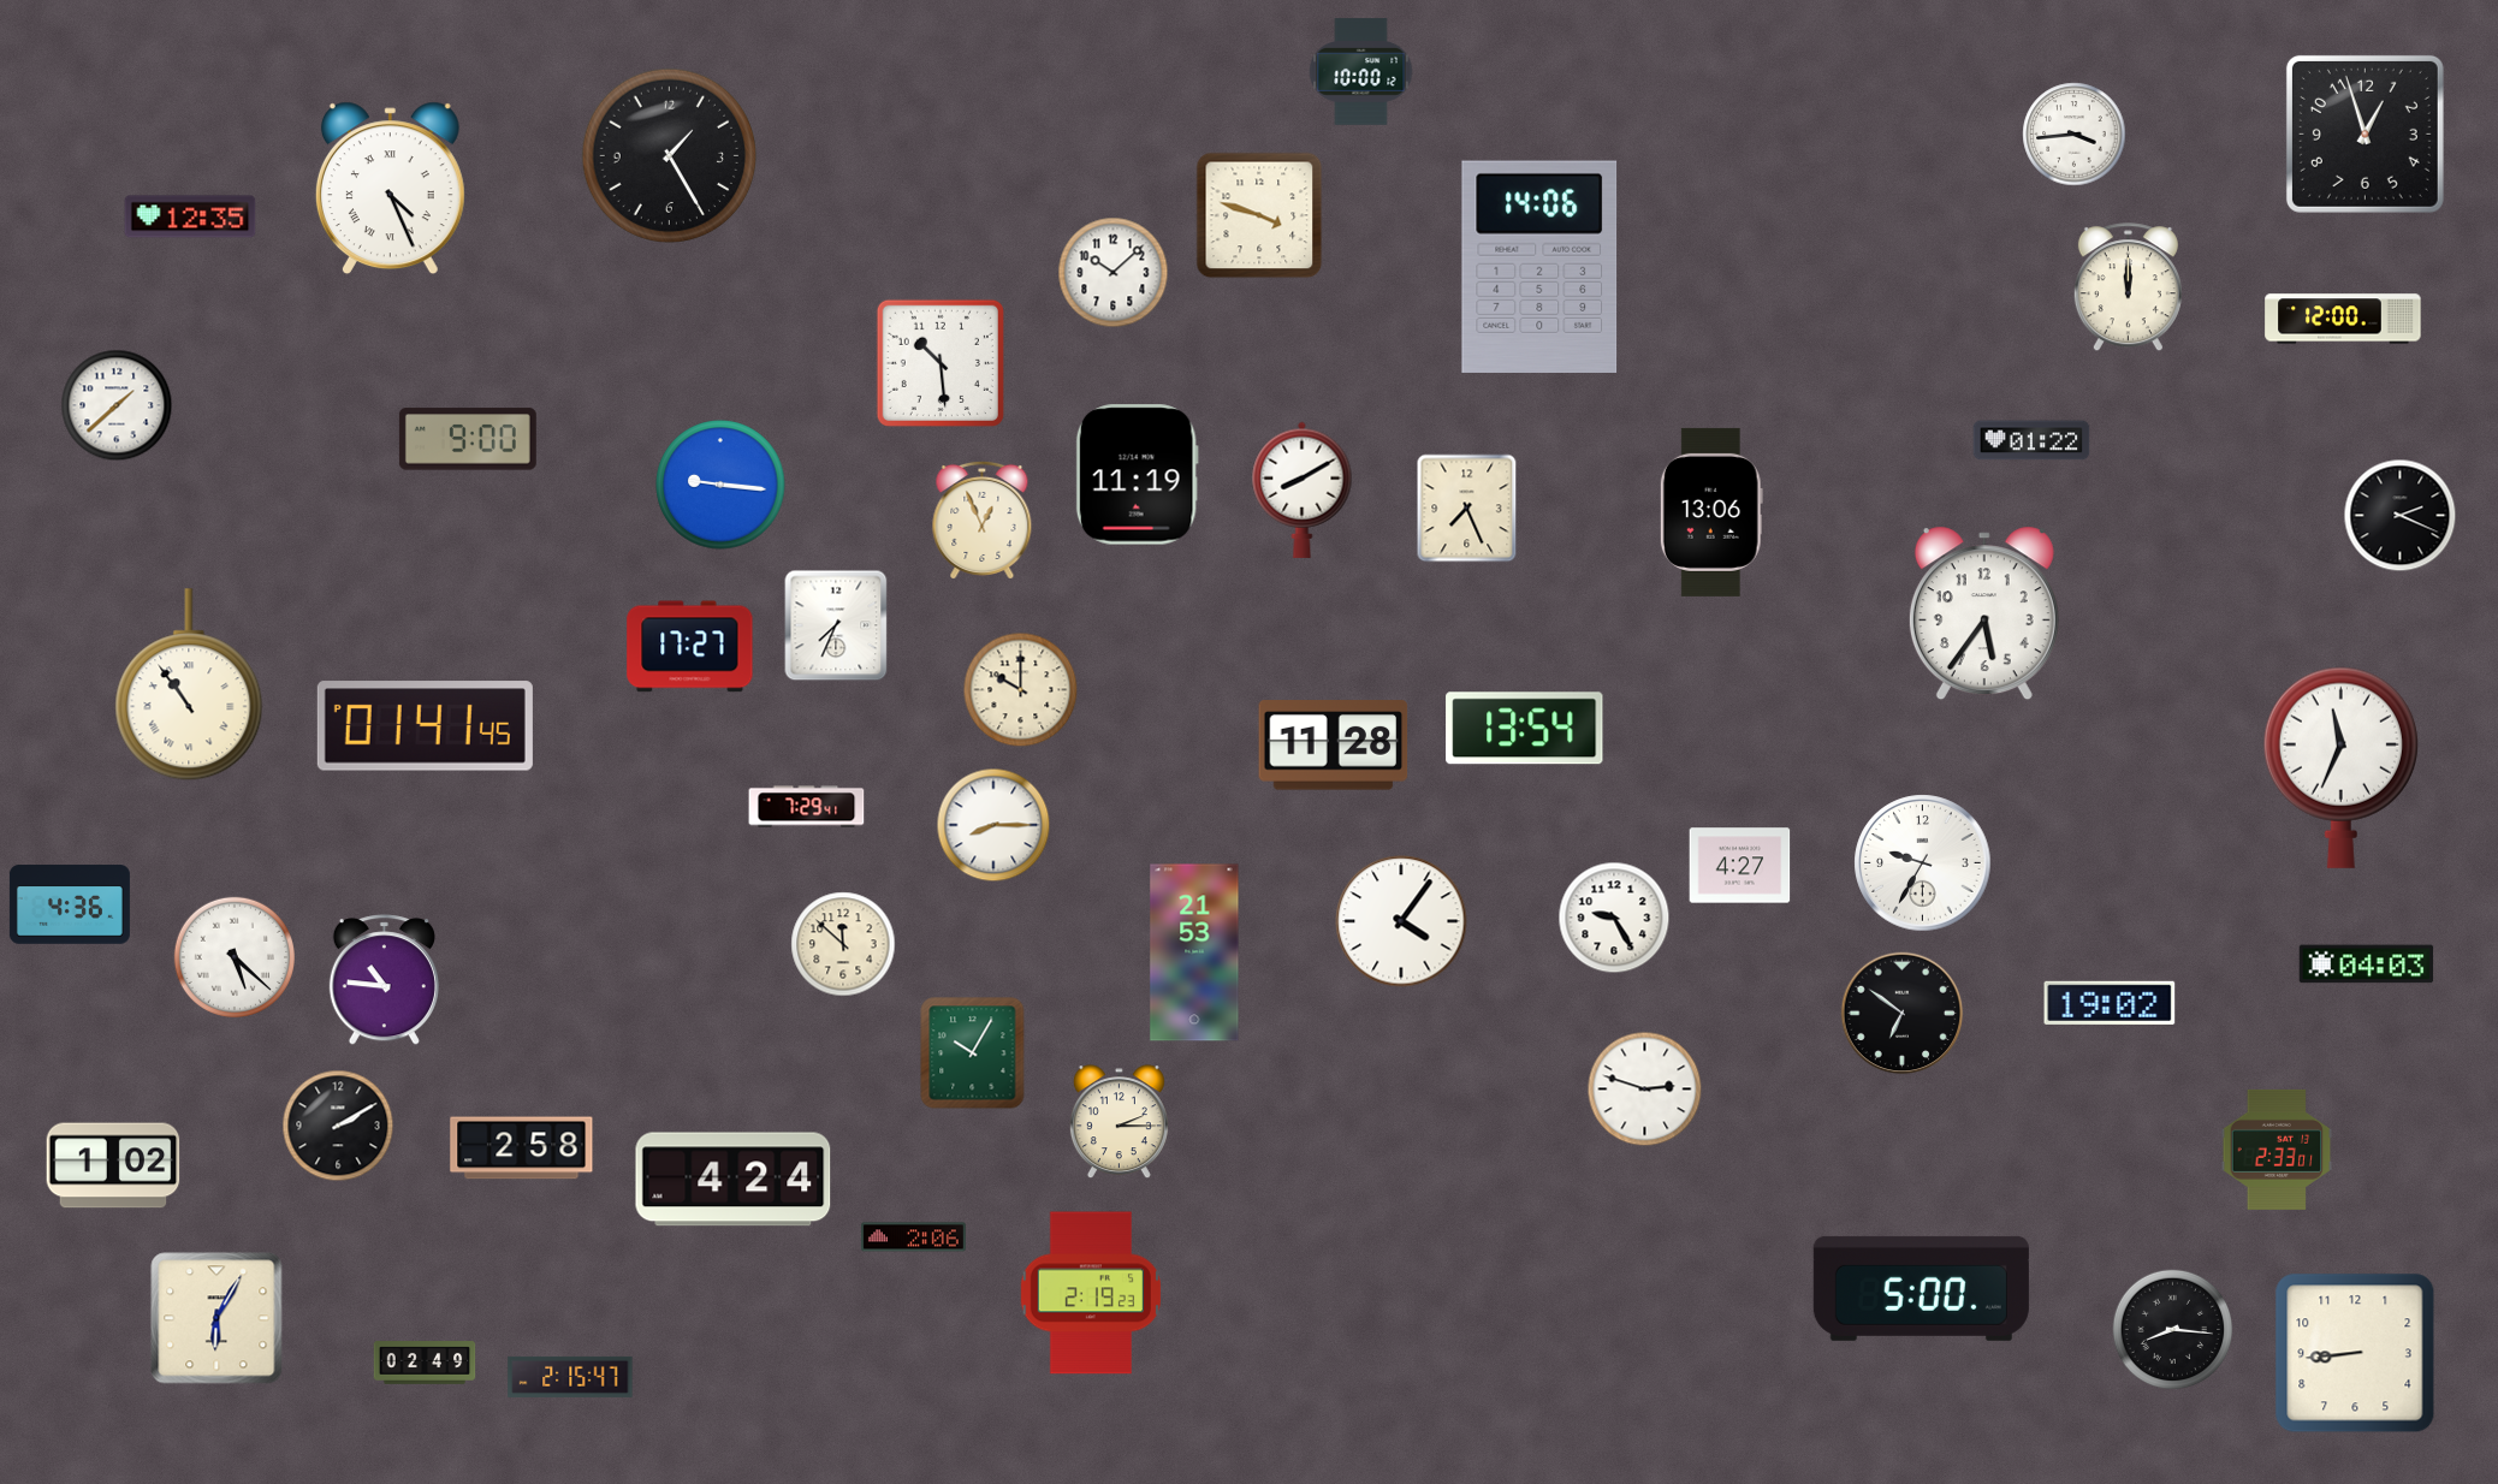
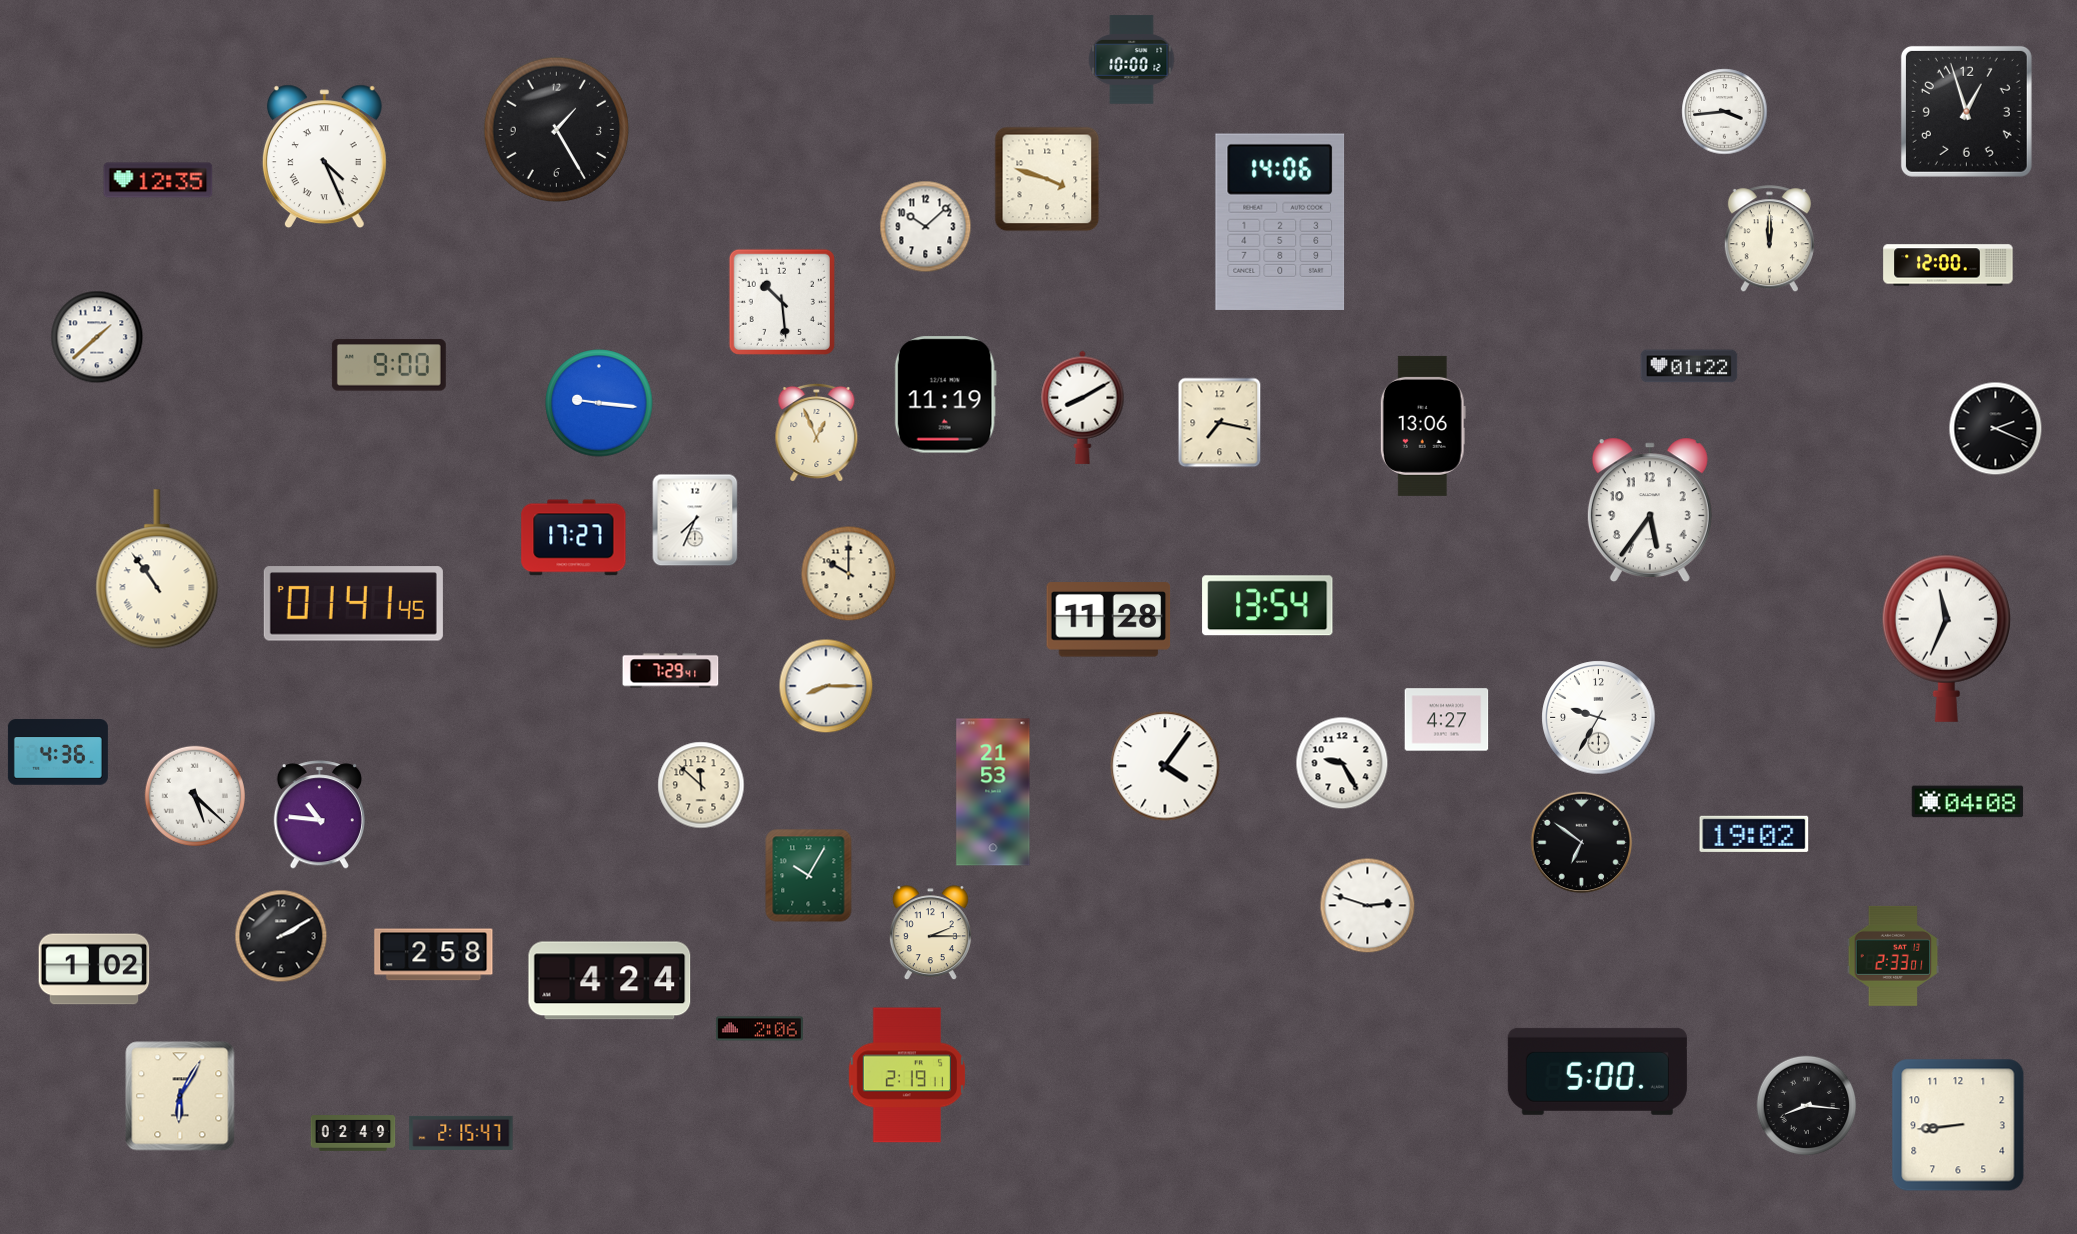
clock at (1467, 509): 7:26 -> 7:17
clock at (2367, 964): 04:03 -> 04:08
clock at (1091, 1293): 2:19:23 -> 2:19:11
clock at (570, 1377) position: (570, 1377) -> (461, 1133)
